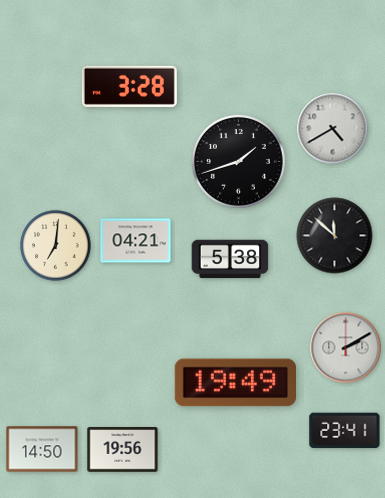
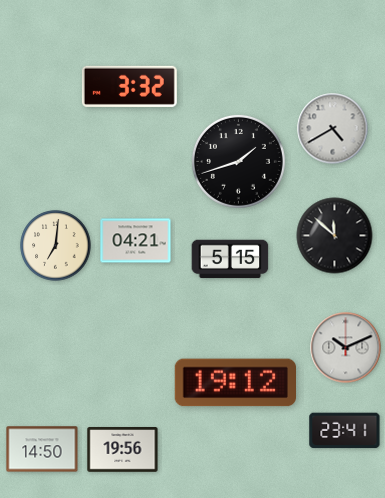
clock at (129, 86): 3:28 -> 3:32
clock at (230, 259): 5:38 -> 5:15
clock at (346, 348): 2:10 -> 10:11
clock at (235, 383): 19:49 -> 19:12
